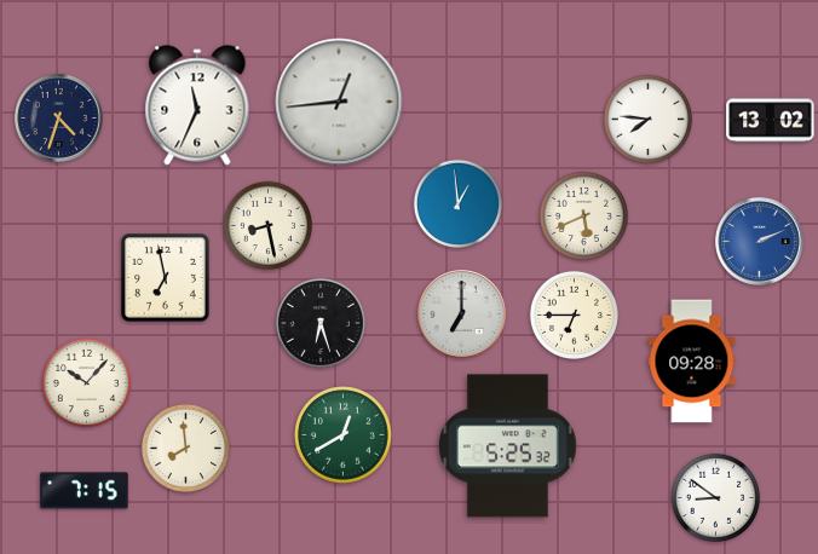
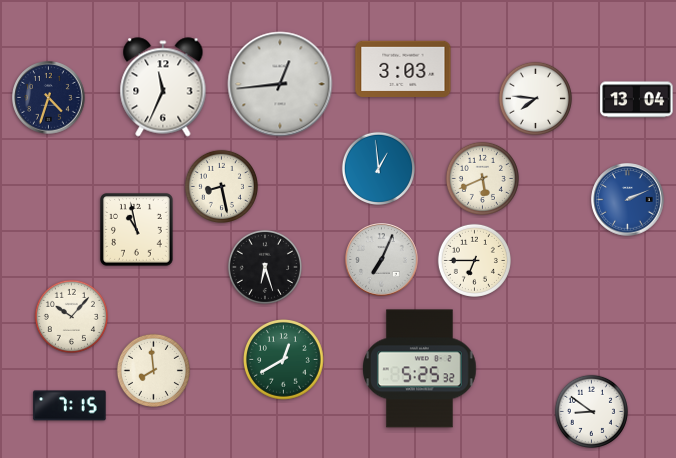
clock at (403, 68): none -> 3:03
clock at (771, 121): 13:02 -> 13:04
clock at (166, 278): 6:58 -> 10:58
clock at (462, 314): 7:00 -> 7:04
clock at (692, 362): 09:28 -> none
